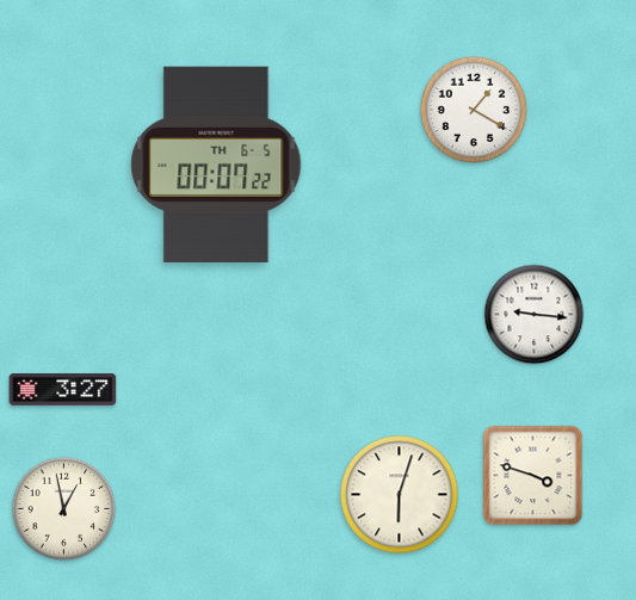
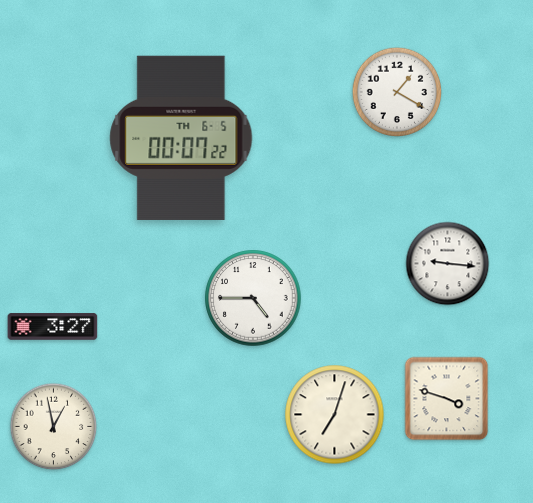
clock at (253, 298): none -> 4:45
clock at (400, 495): 6:03 -> 7:03
